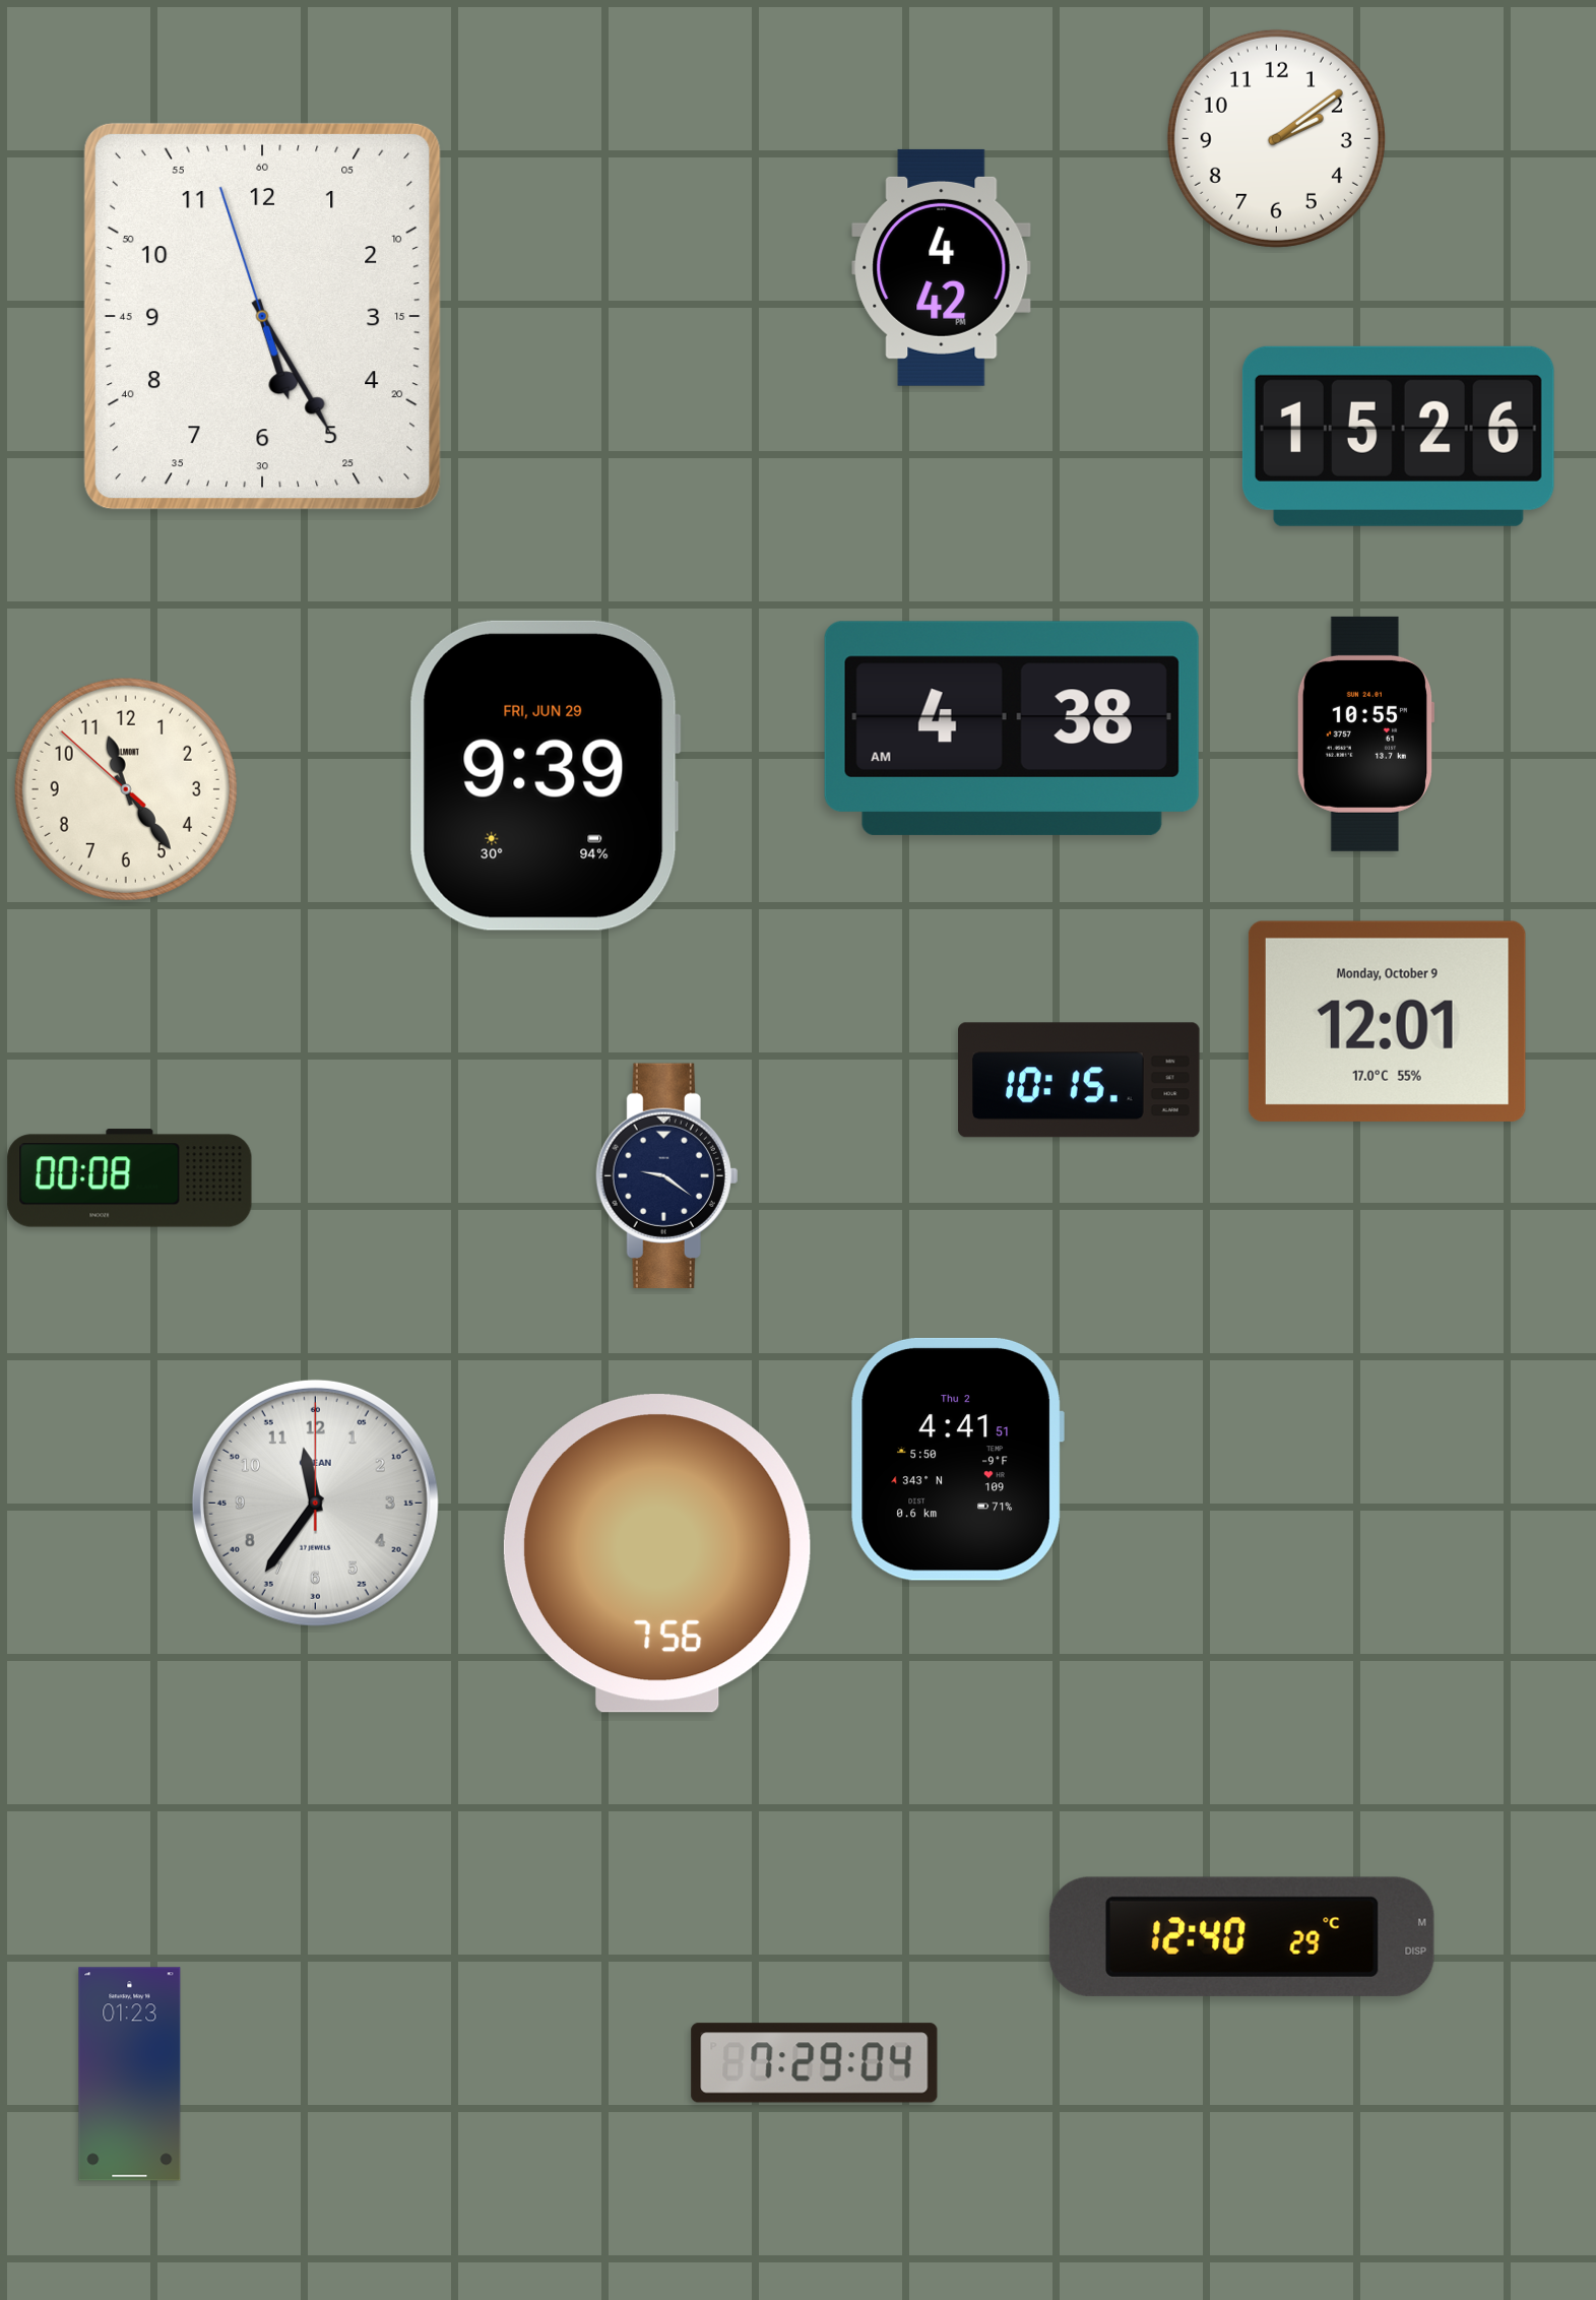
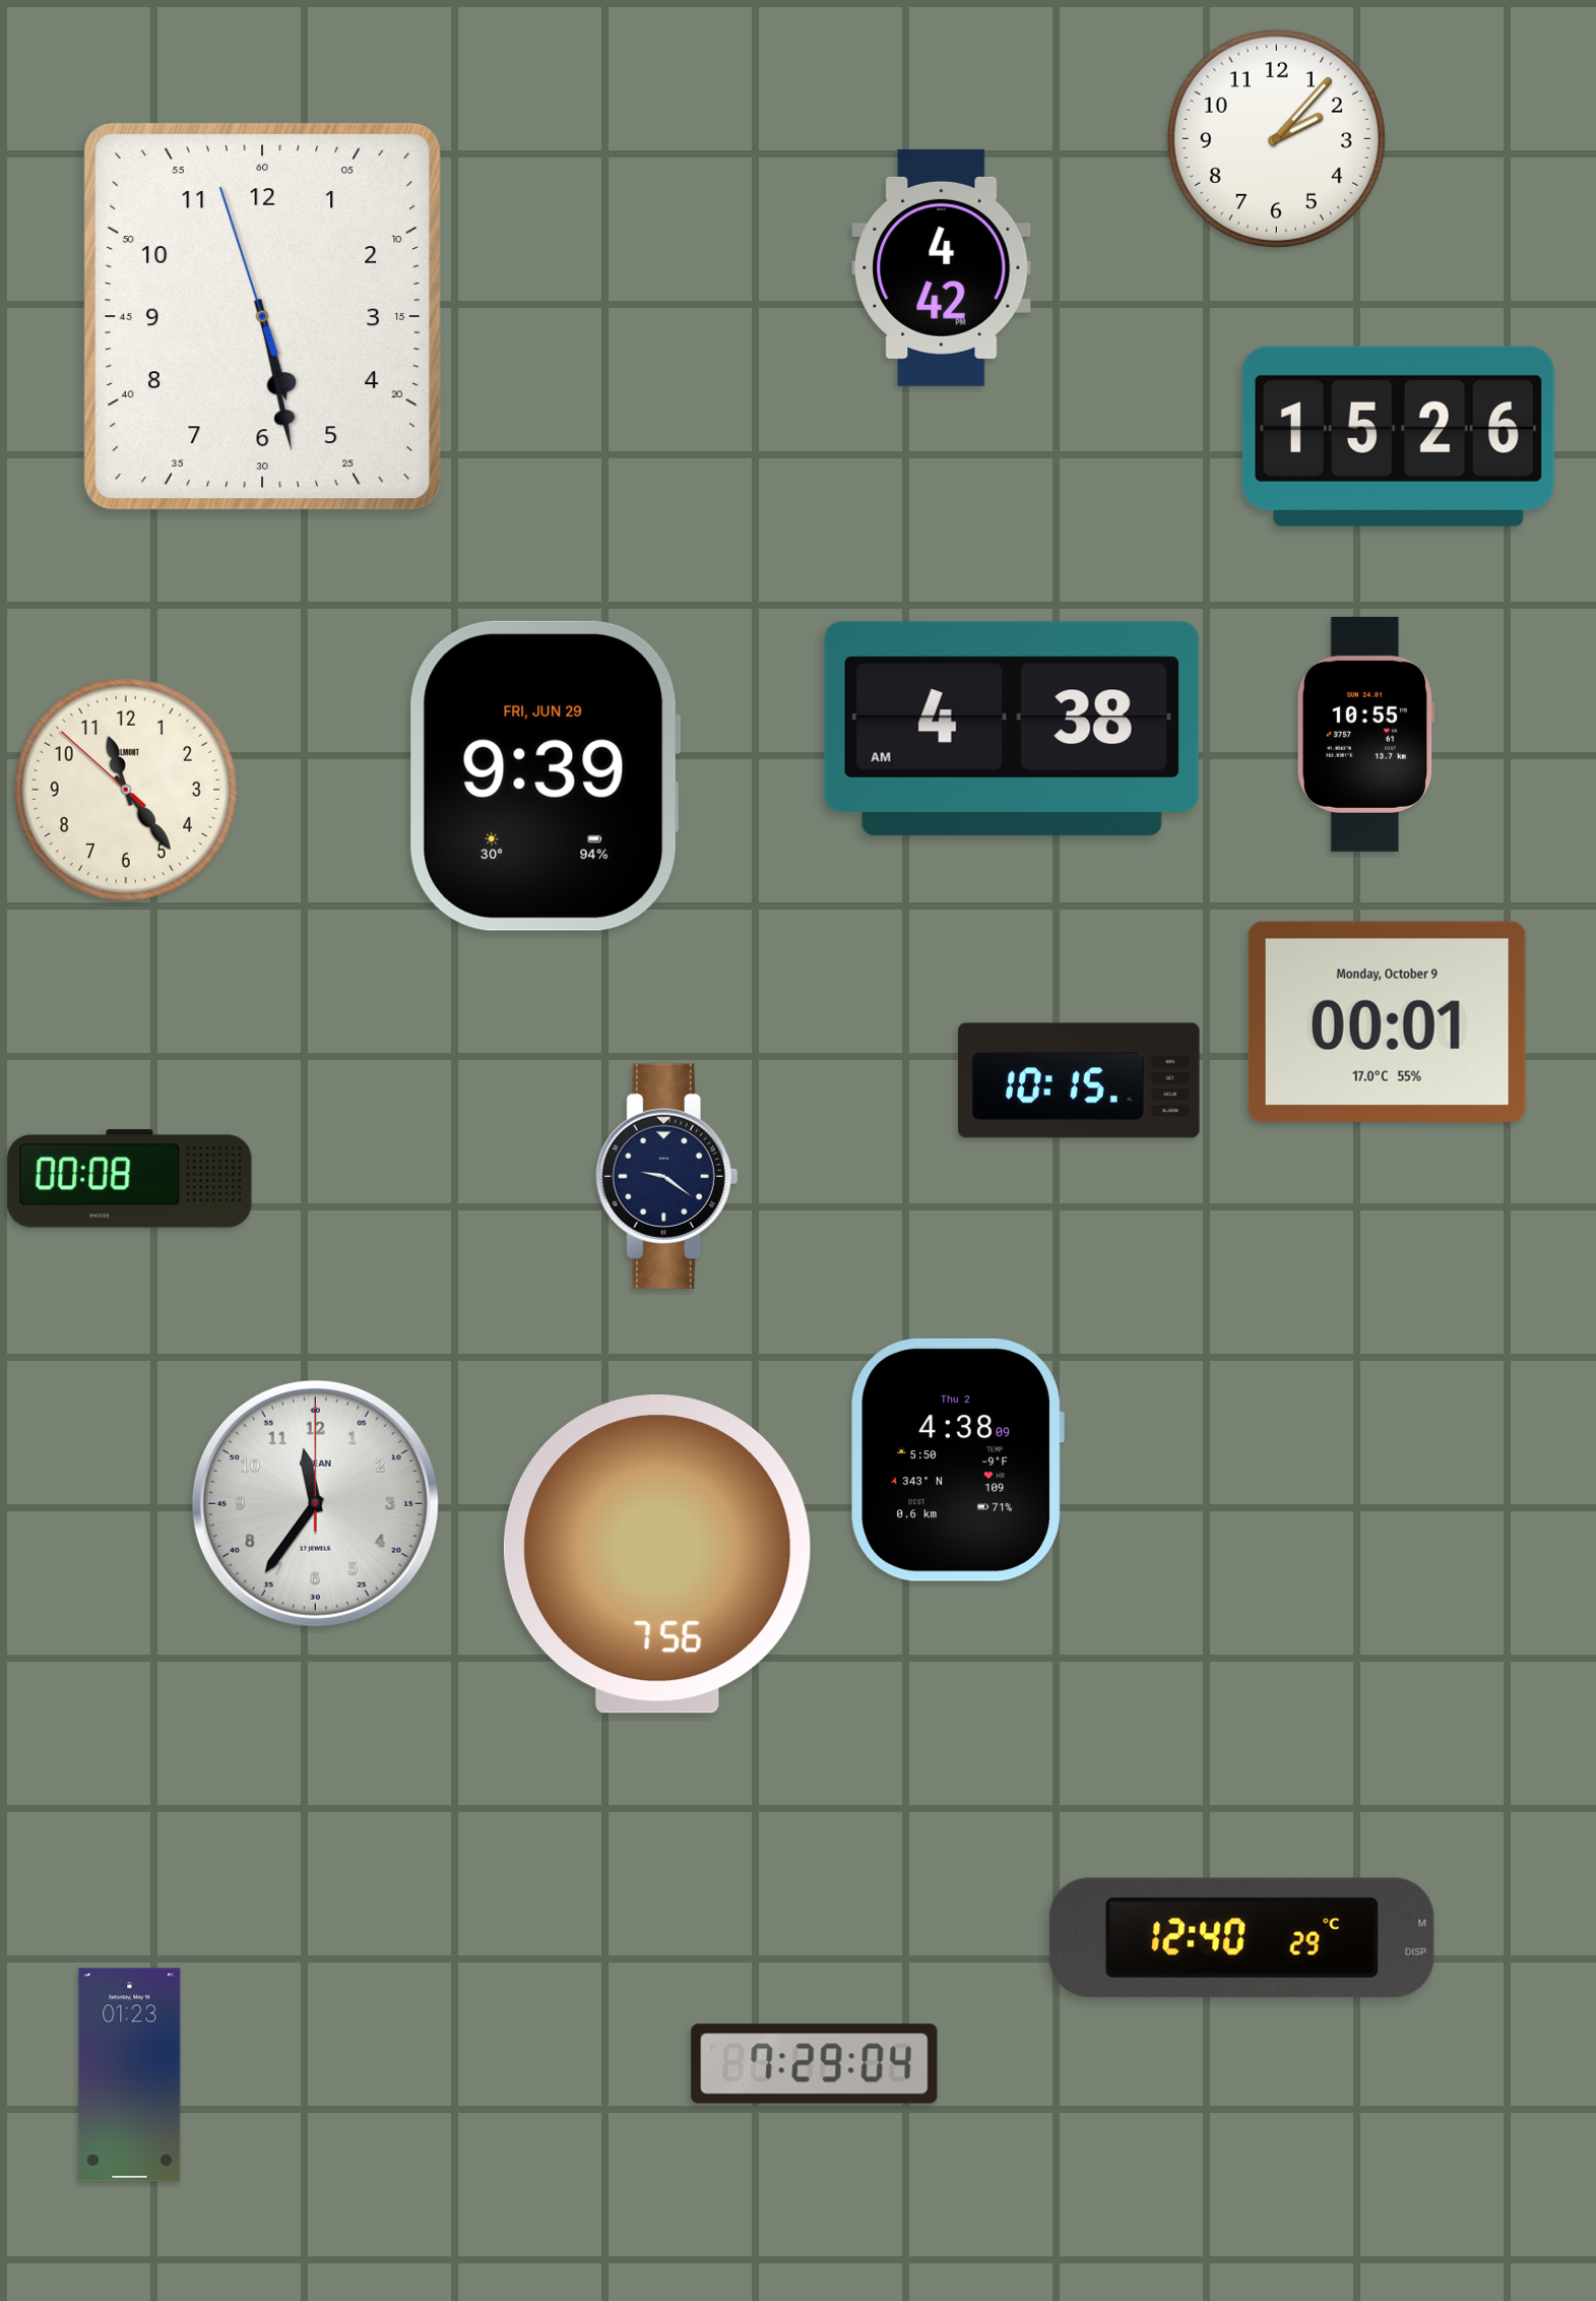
clock at (1276, 138): 2:09 -> 2:07
clock at (262, 316): 5:24 -> 5:27
clock at (1387, 1021): 12:01 -> 00:01
clock at (957, 1459): 4:41 -> 4:38
